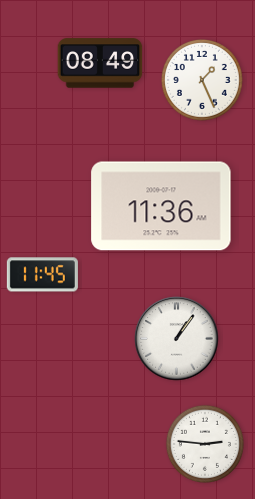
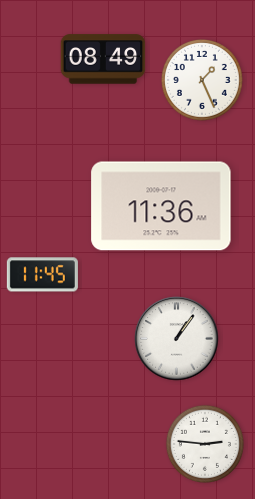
clock at (100, 63) position: (100, 63) -> (103, 59)
